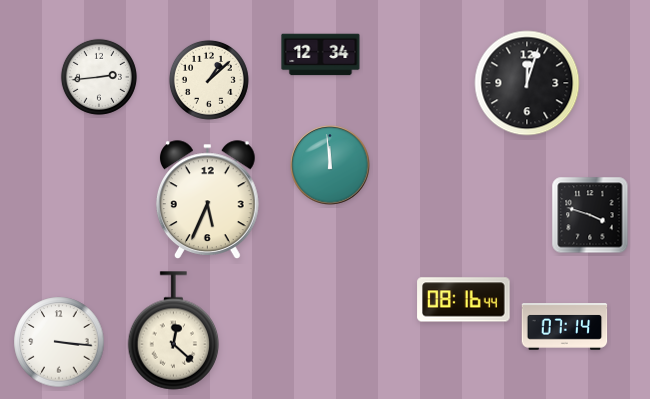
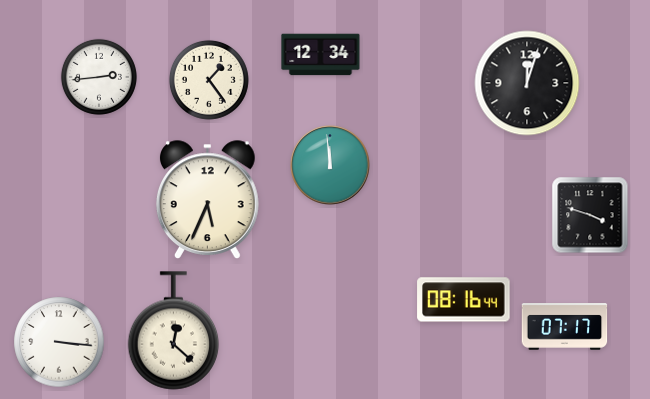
clock at (209, 80): 1:08 -> 1:24
clock at (565, 327): 07:14 -> 07:17
